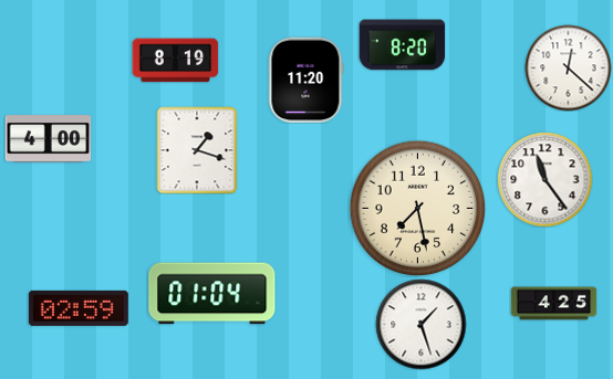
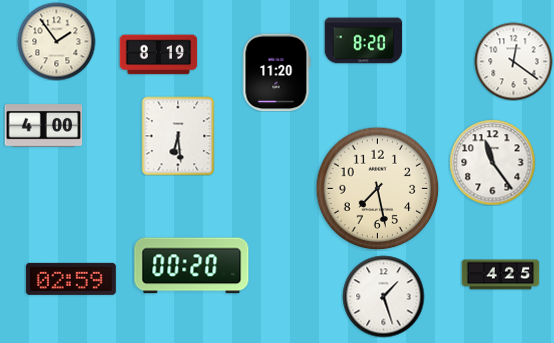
clock at (56, 41): none -> 1:54
clock at (568, 67): 12:22 -> 12:21
clock at (197, 150): 1:18 -> 6:29
clock at (212, 294): 01:04 -> 00:20
clock at (420, 324) position: (420, 324) -> (383, 296)
